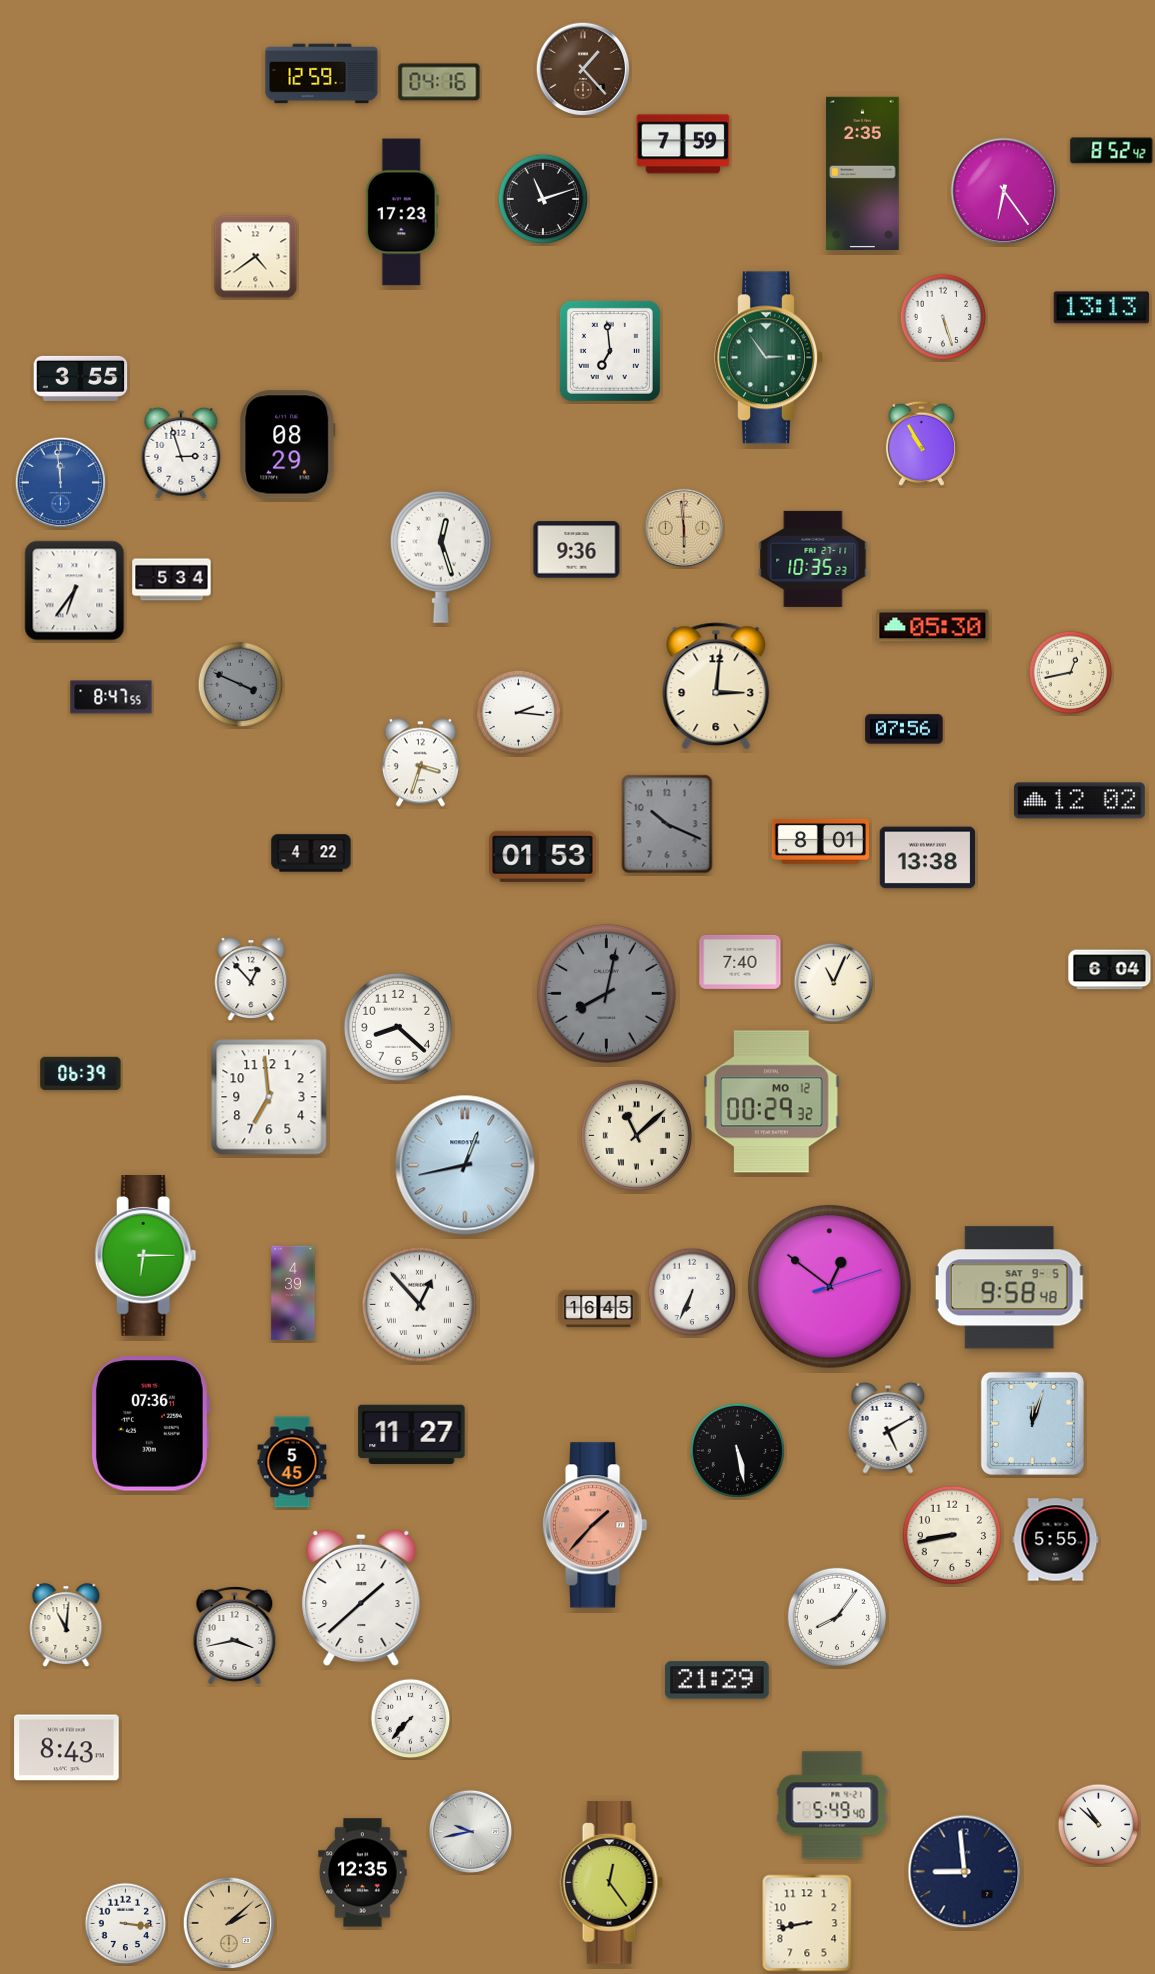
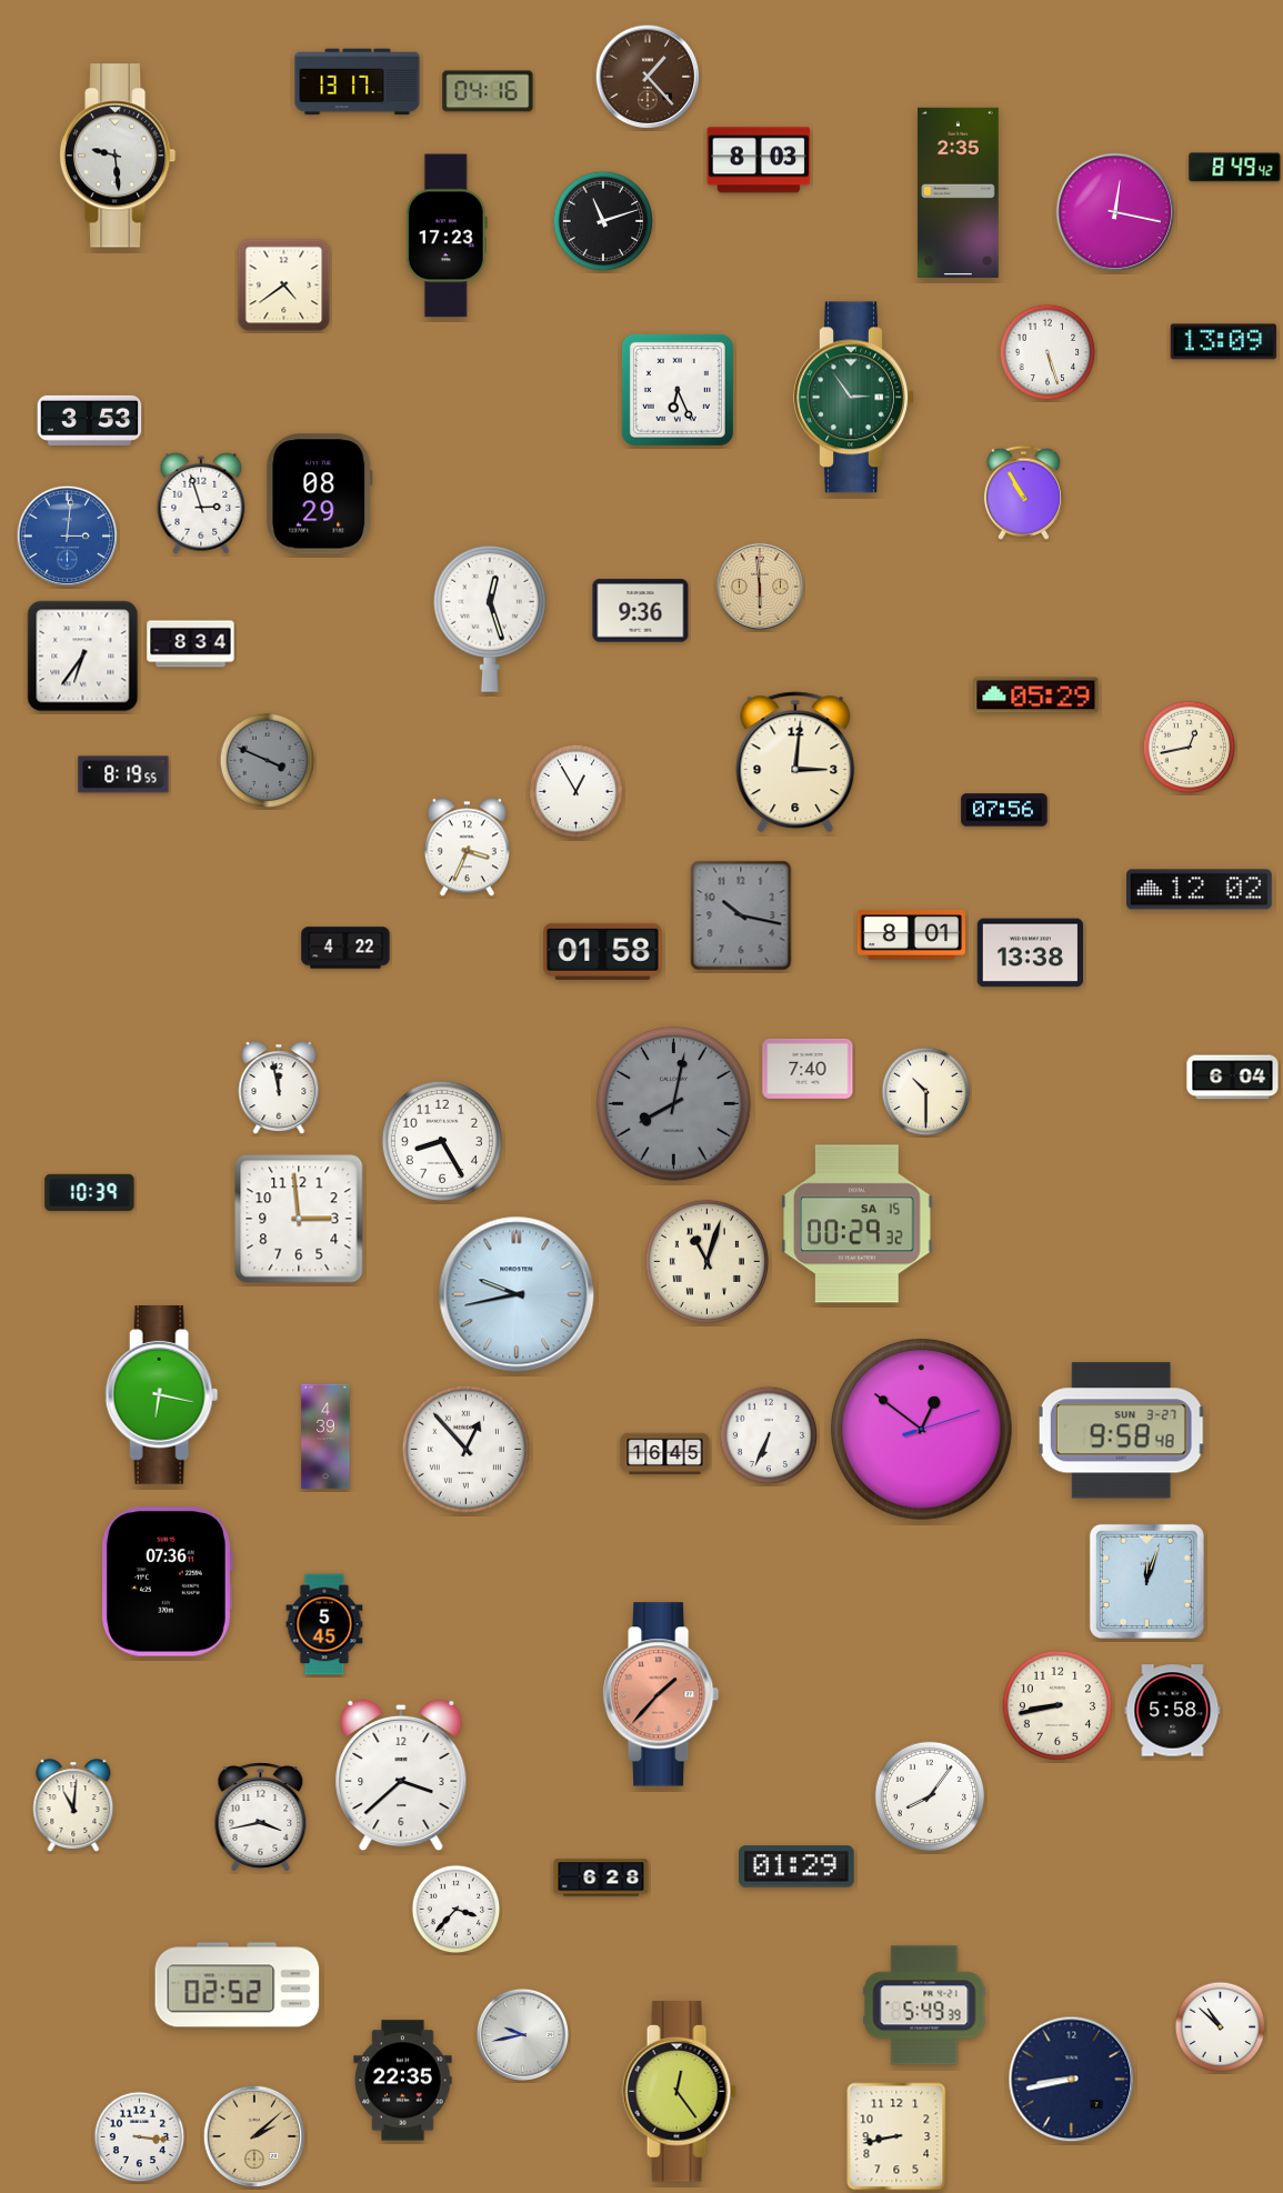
clock at (322, 74): 12:59 -> 13:17
clock at (118, 156): none -> 9:29
clock at (683, 144): 7:59 -> 8:03
clock at (1112, 151): 8:52 -> 8:49
clock at (1004, 191): 6:24 -> 12:17
clock at (1101, 308): 13:13 -> 13:09
clock at (610, 351): 6:59 -> 6:26
clock at (81, 378): 3:55 -> 3:53
clock at (61, 483): 11:59 -> 3:01
clock at (813, 559): 10:35 -> none
clock at (172, 580): 5:34 -> 8:34
clock at (933, 626): 05:30 -> 05:29
clock at (111, 697): 8:47 -> 8:19
clock at (519, 713): 2:16 -> 12:55
clock at (420, 763): 3:33 -> 3:34
clock at (667, 824): 10:19 -> 10:17
clock at (543, 856): 01:53 -> 01:58
clock at (740, 962) position: (740, 962) -> (808, 1069)
clock at (251, 980): 12:53 -> 11:58
clock at (834, 983): 11:04 -> 10:30
clock at (398, 1027): 8:22 -> 8:25
clock at (81, 1073): 06:39 -> 10:39
clock at (269, 1097): 6:59 -> 2:59
clock at (772, 1102) date: MO 12 -> SA 15
clock at (636, 1135): 11:08 -> 11:03
clock at (465, 1165): 12:43 -> 9:43
clock at (146, 1256): 6:15 -> 6:17
clock at (1009, 1288) date: SAT 9-5 -> SUN 3-27
clock at (888, 1428): 5:10 -> none
clock at (412, 1435): 11:27 -> none
clock at (737, 1450): 5:28 -> none
clock at (1056, 1540): 5:55 -> 5:58
clock at (361, 1598): 1:38 -> 3:38
clock at (717, 1680): 21:29 -> 01:29
clock at (601, 1877): none -> 6:28
clock at (411, 1719): 7:37 -> 3:37
clock at (67, 1748): 8:43 -> none
clock at (238, 1985): none -> 02:52
clock at (832, 1805): 5:49:40 -> 5:49:39
clock at (965, 1872): 8:59 -> 8:43
clock at (363, 1873): 12:35 -> 22:35
